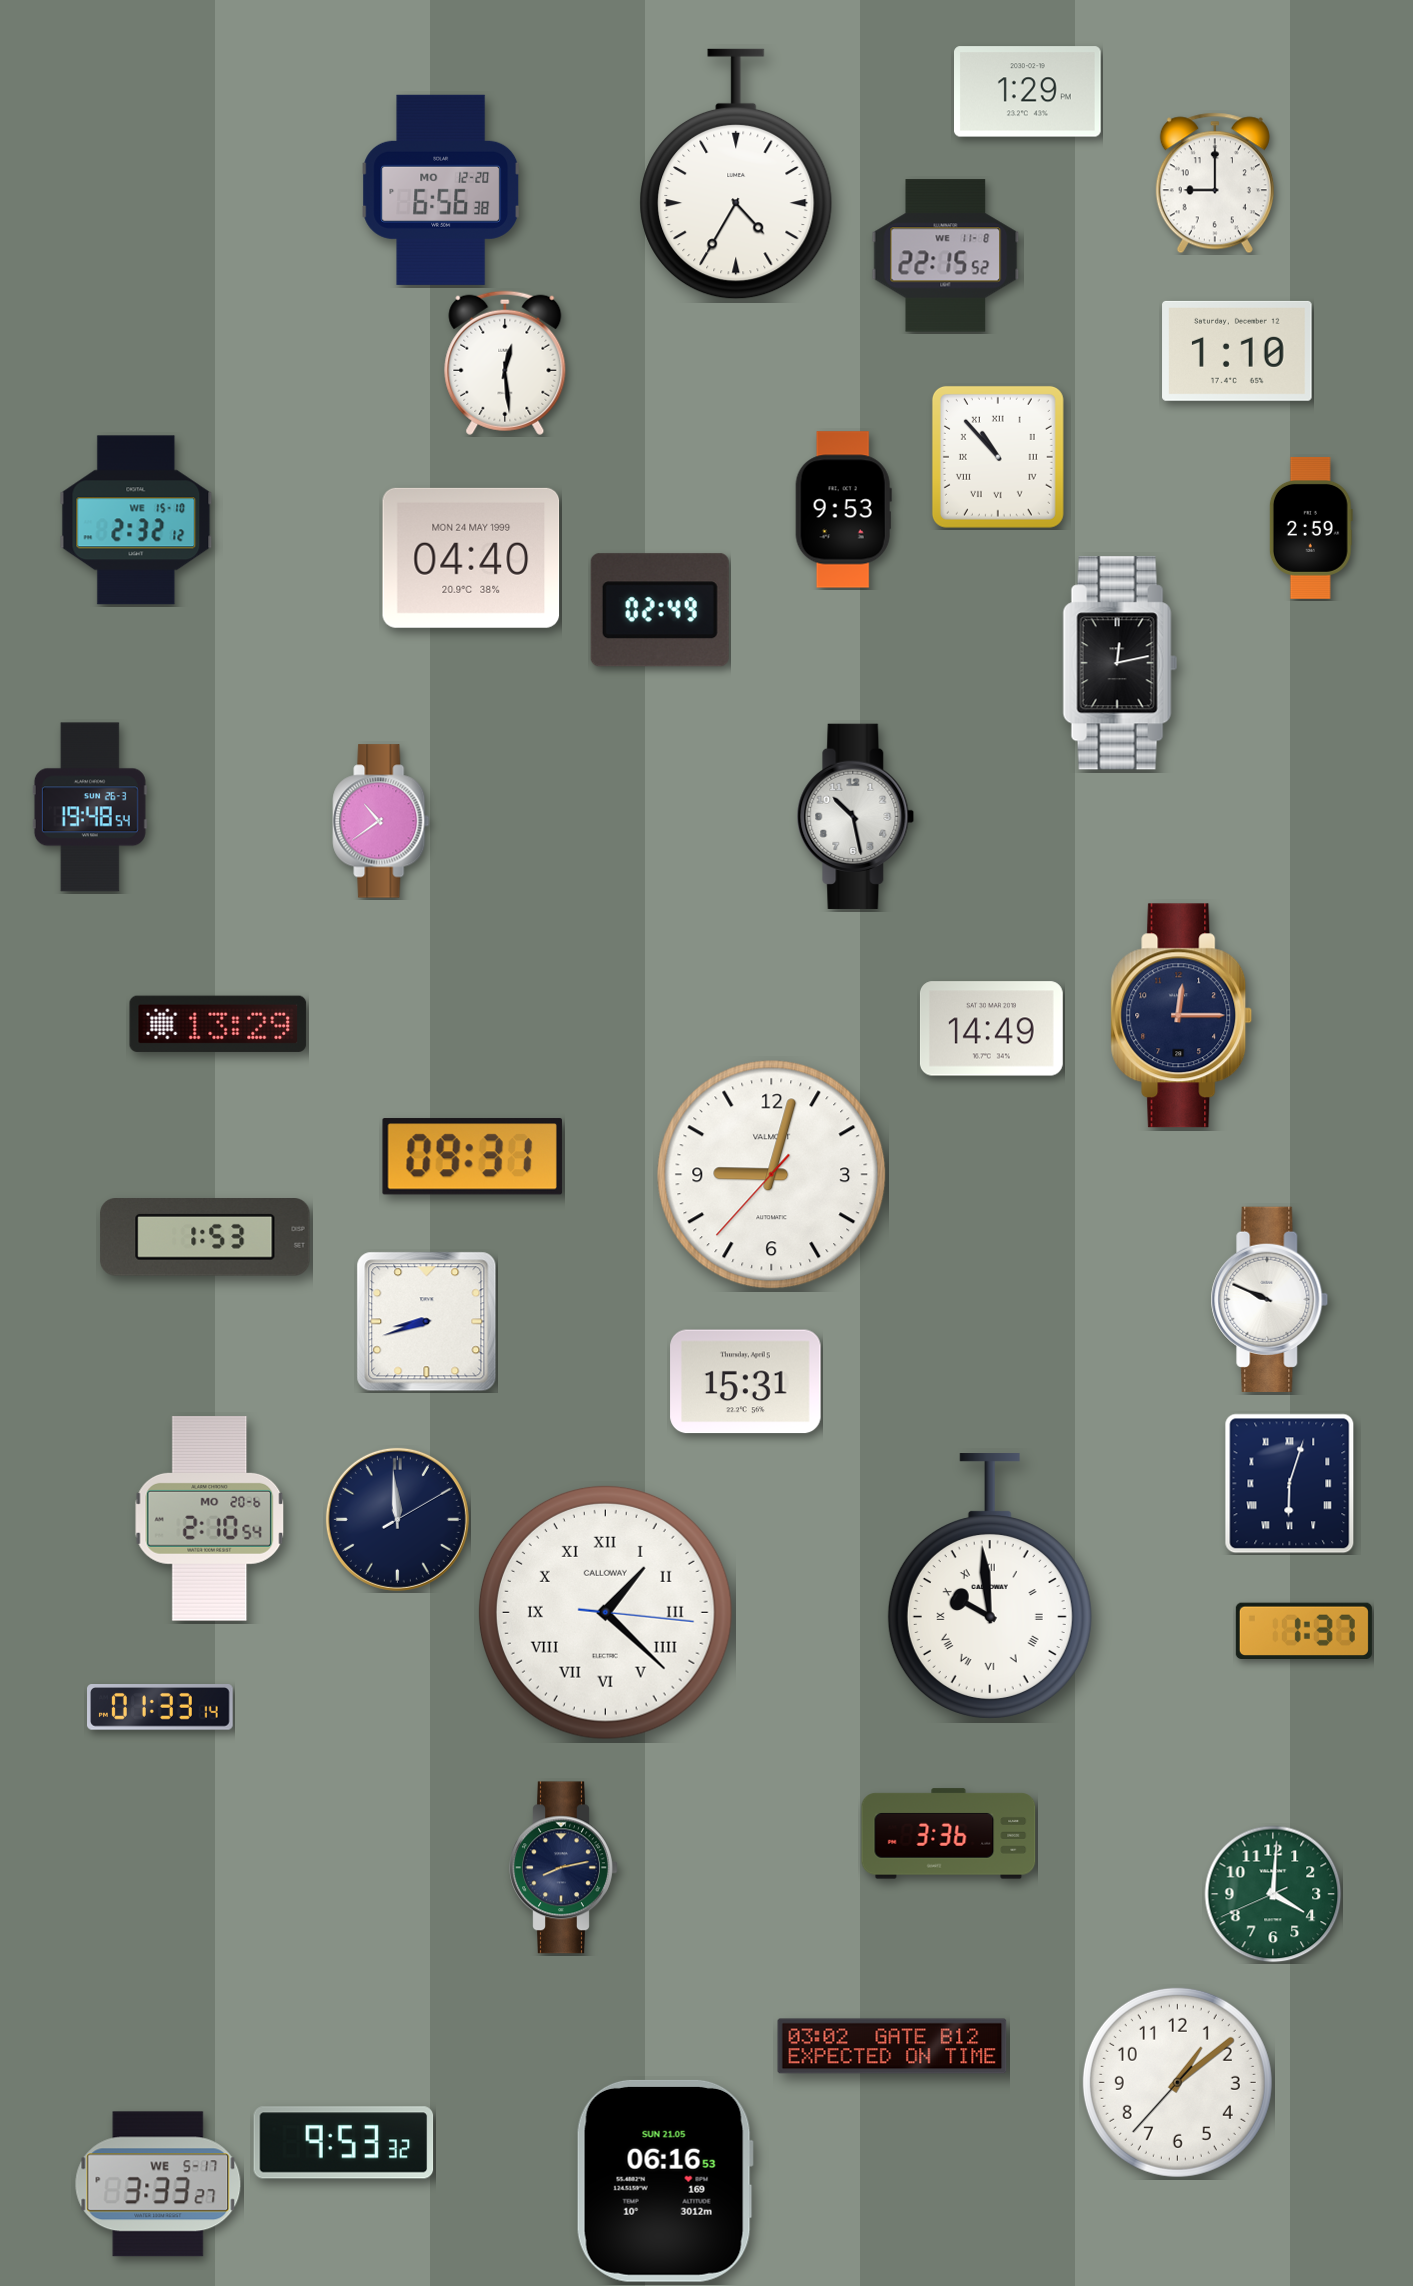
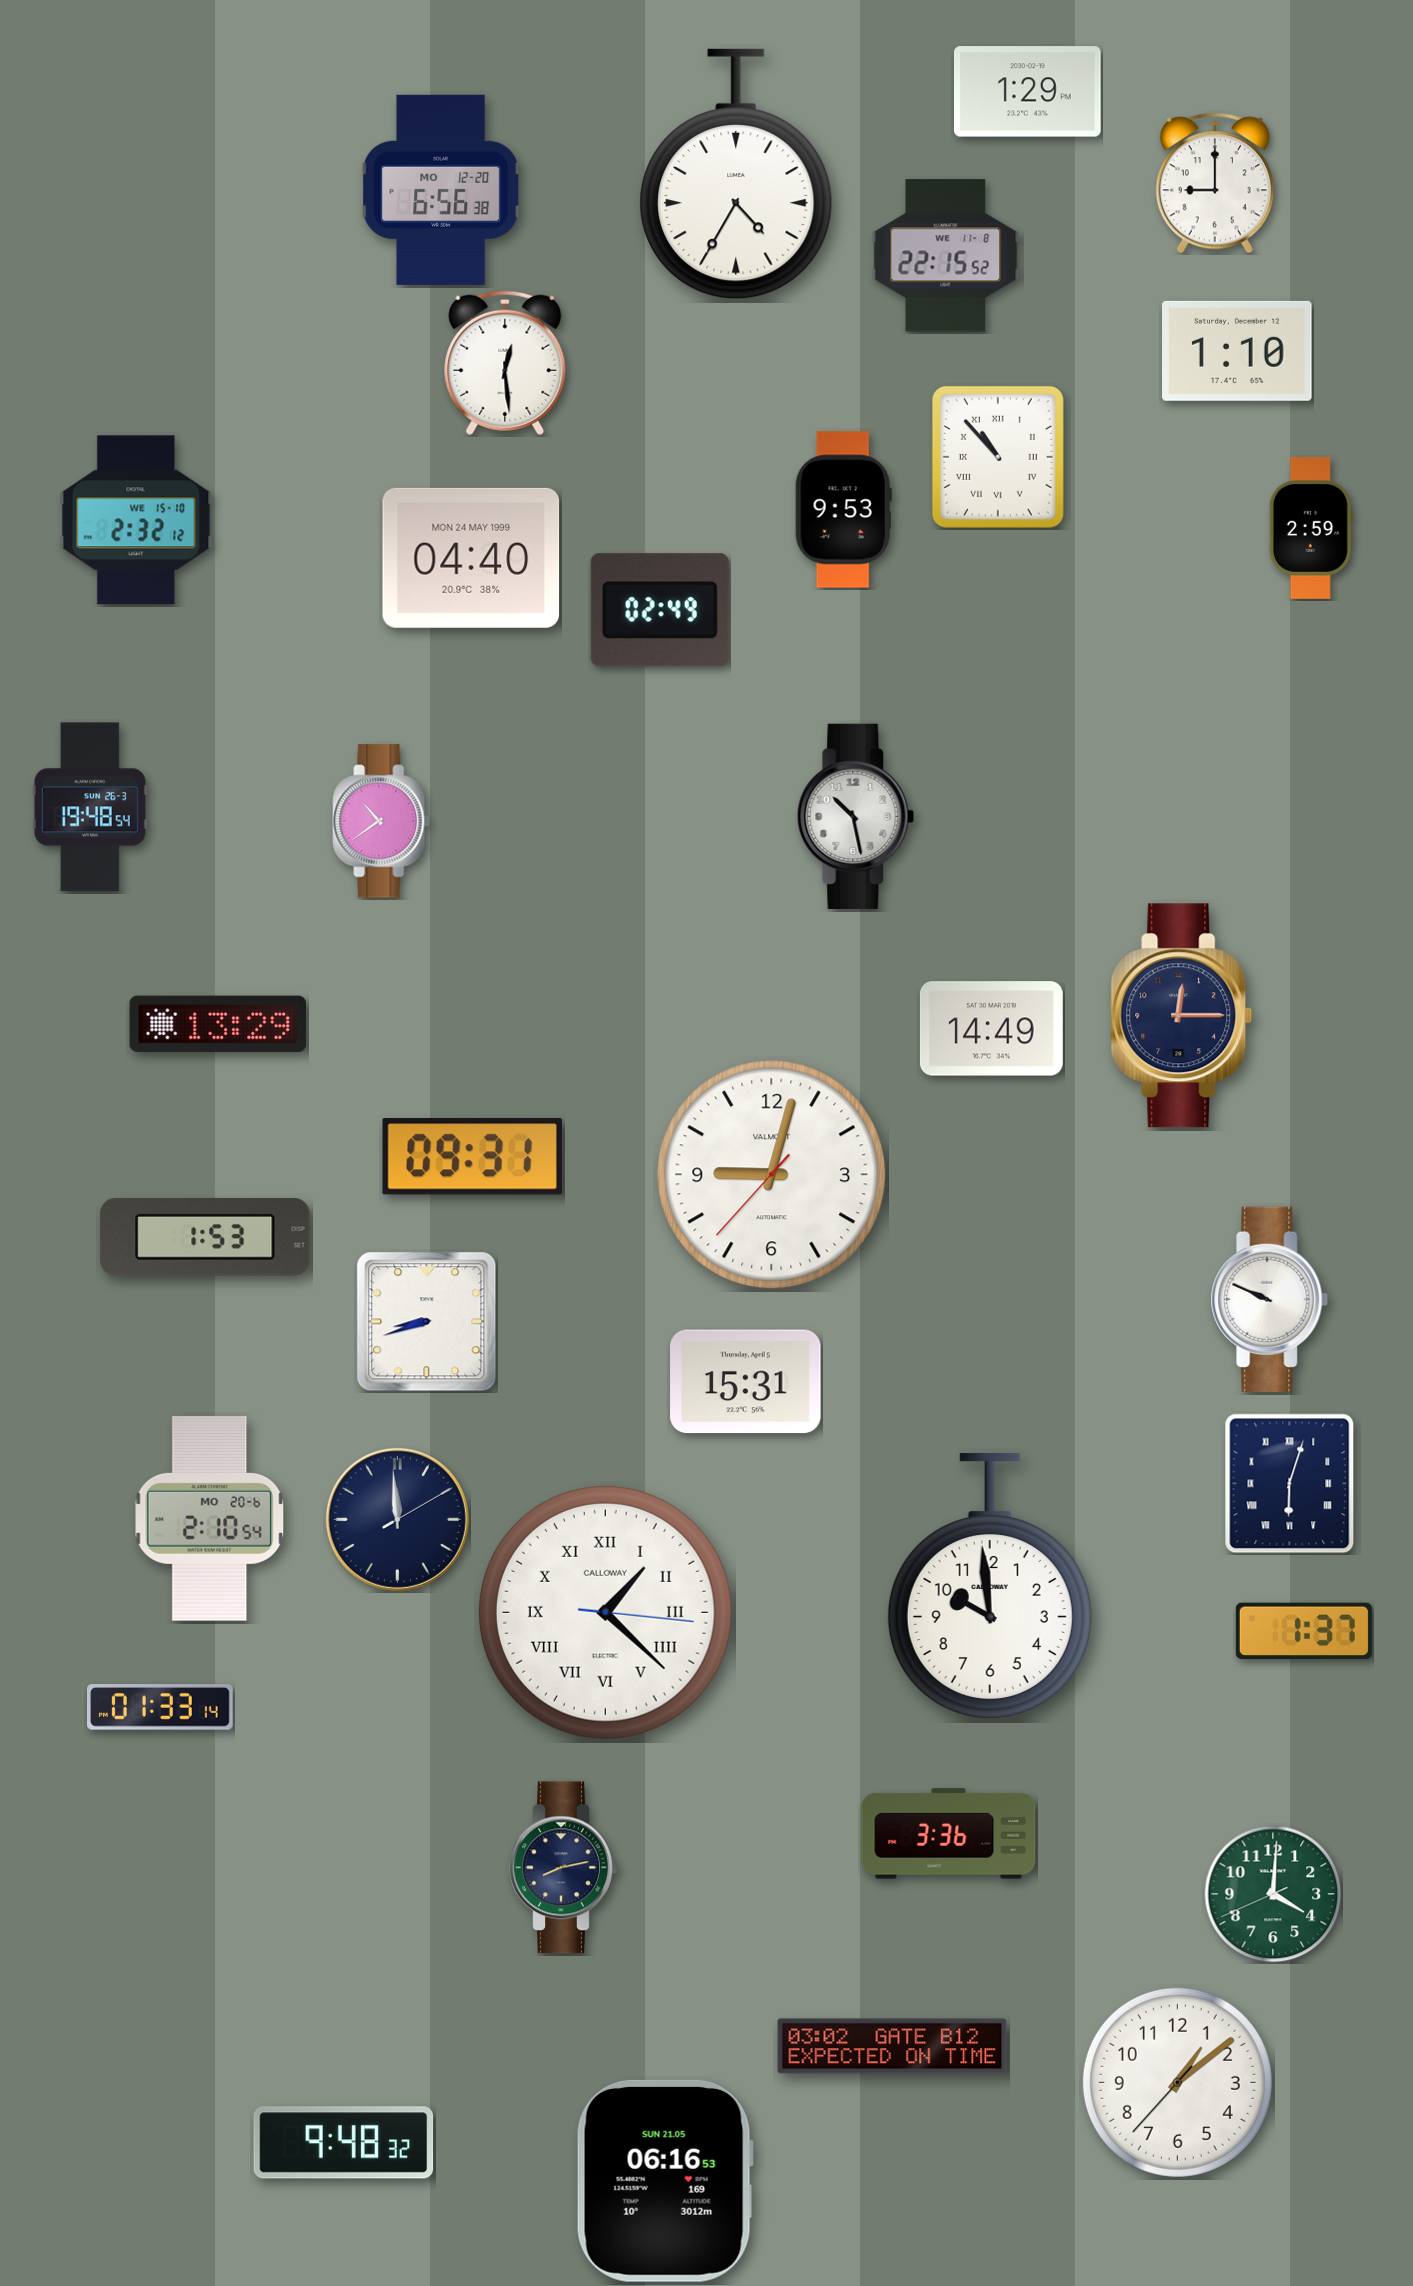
clock at (1120, 663): 12:13 -> none
clock at (990, 1586) numerals: Roman -> Arabic
clock at (344, 2143): 9:53 -> 9:48
clock at (158, 2184): 3:33 -> none
